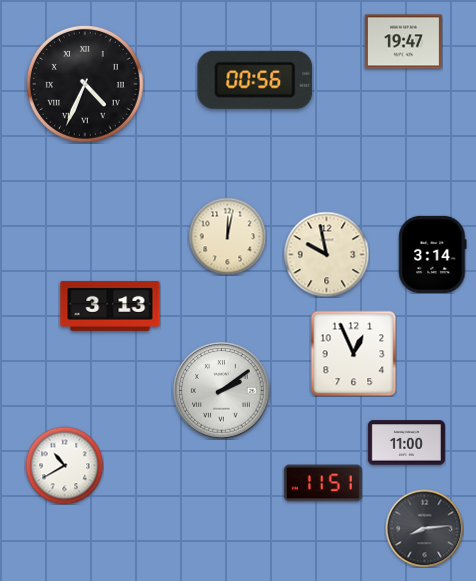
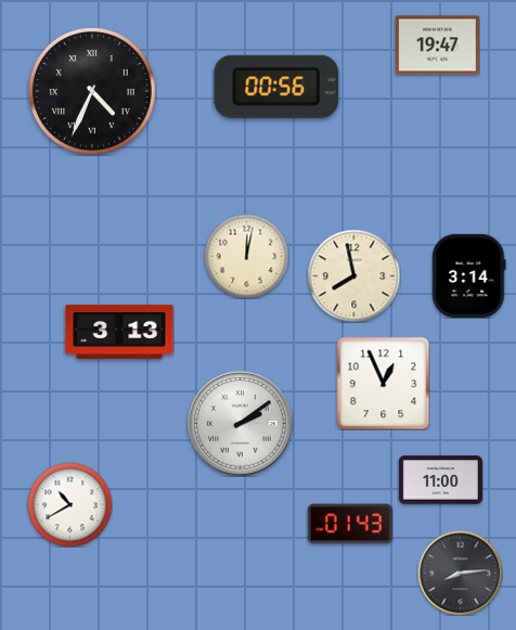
clock at (326, 254): 9:58 -> 7:58
clock at (323, 483): 11:51 -> 01:43
